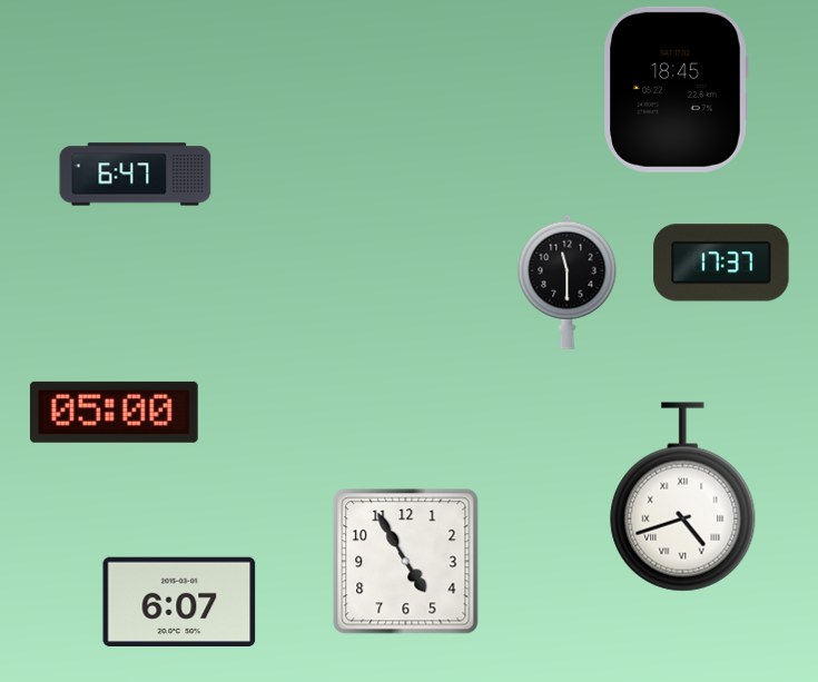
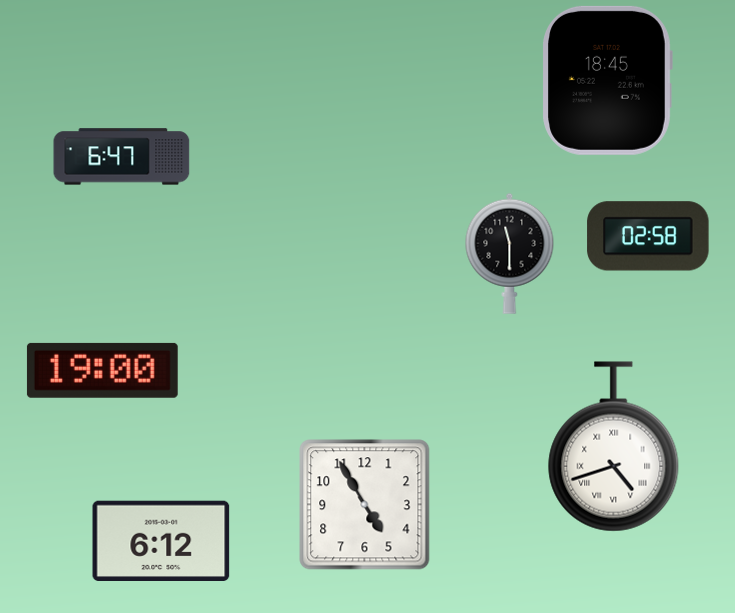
clock at (721, 263): 17:37 -> 02:58
clock at (114, 412): 05:00 -> 19:00
clock at (179, 602): 6:07 -> 6:12
